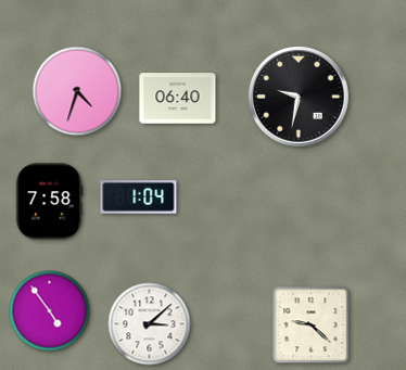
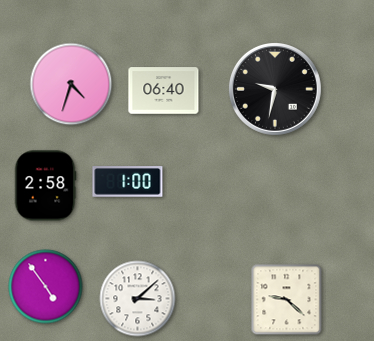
clock at (139, 197): 1:04 -> 1:00
clock at (49, 202): 7:58 -> 2:58
